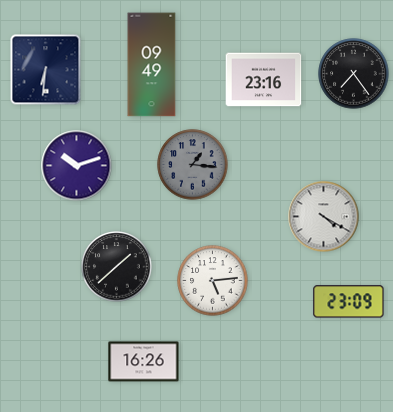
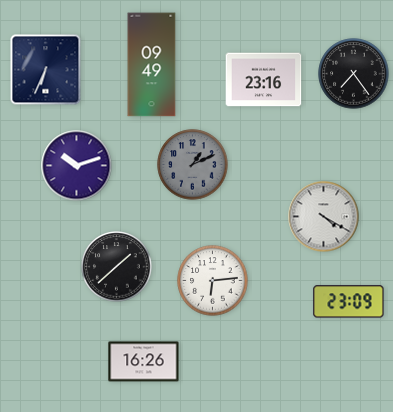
clock at (46, 70): 6:31 -> 6:34
clock at (193, 165): 1:16 -> 1:11
clock at (213, 281): 5:14 -> 6:14
